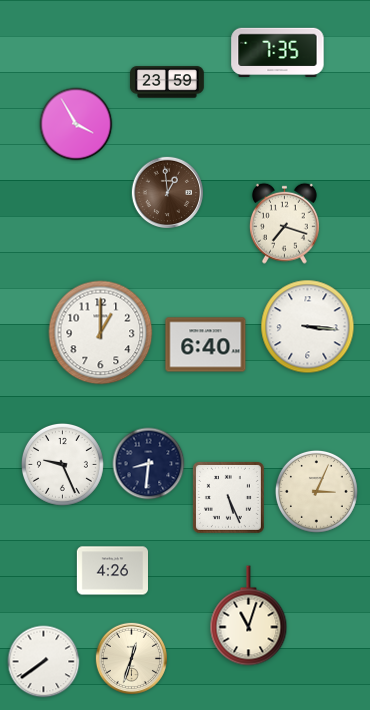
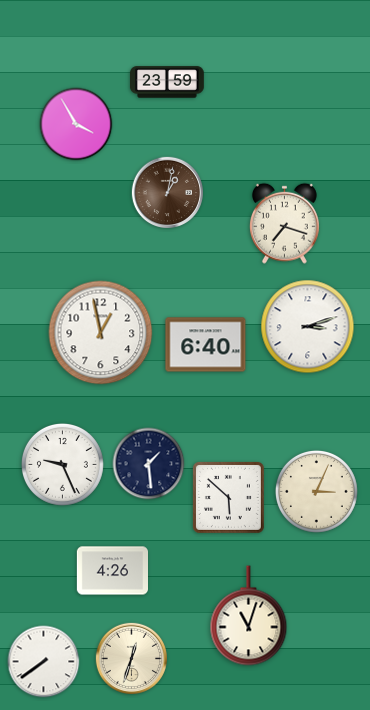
clock at (278, 53): 7:35 -> none
clock at (167, 192): 12:59 -> 1:02
clock at (308, 327): 3:16 -> 3:12
clock at (101, 333): 1:00 -> 12:58
clock at (149, 464): 8:31 -> 1:29
clock at (228, 497): 5:26 -> 5:52
